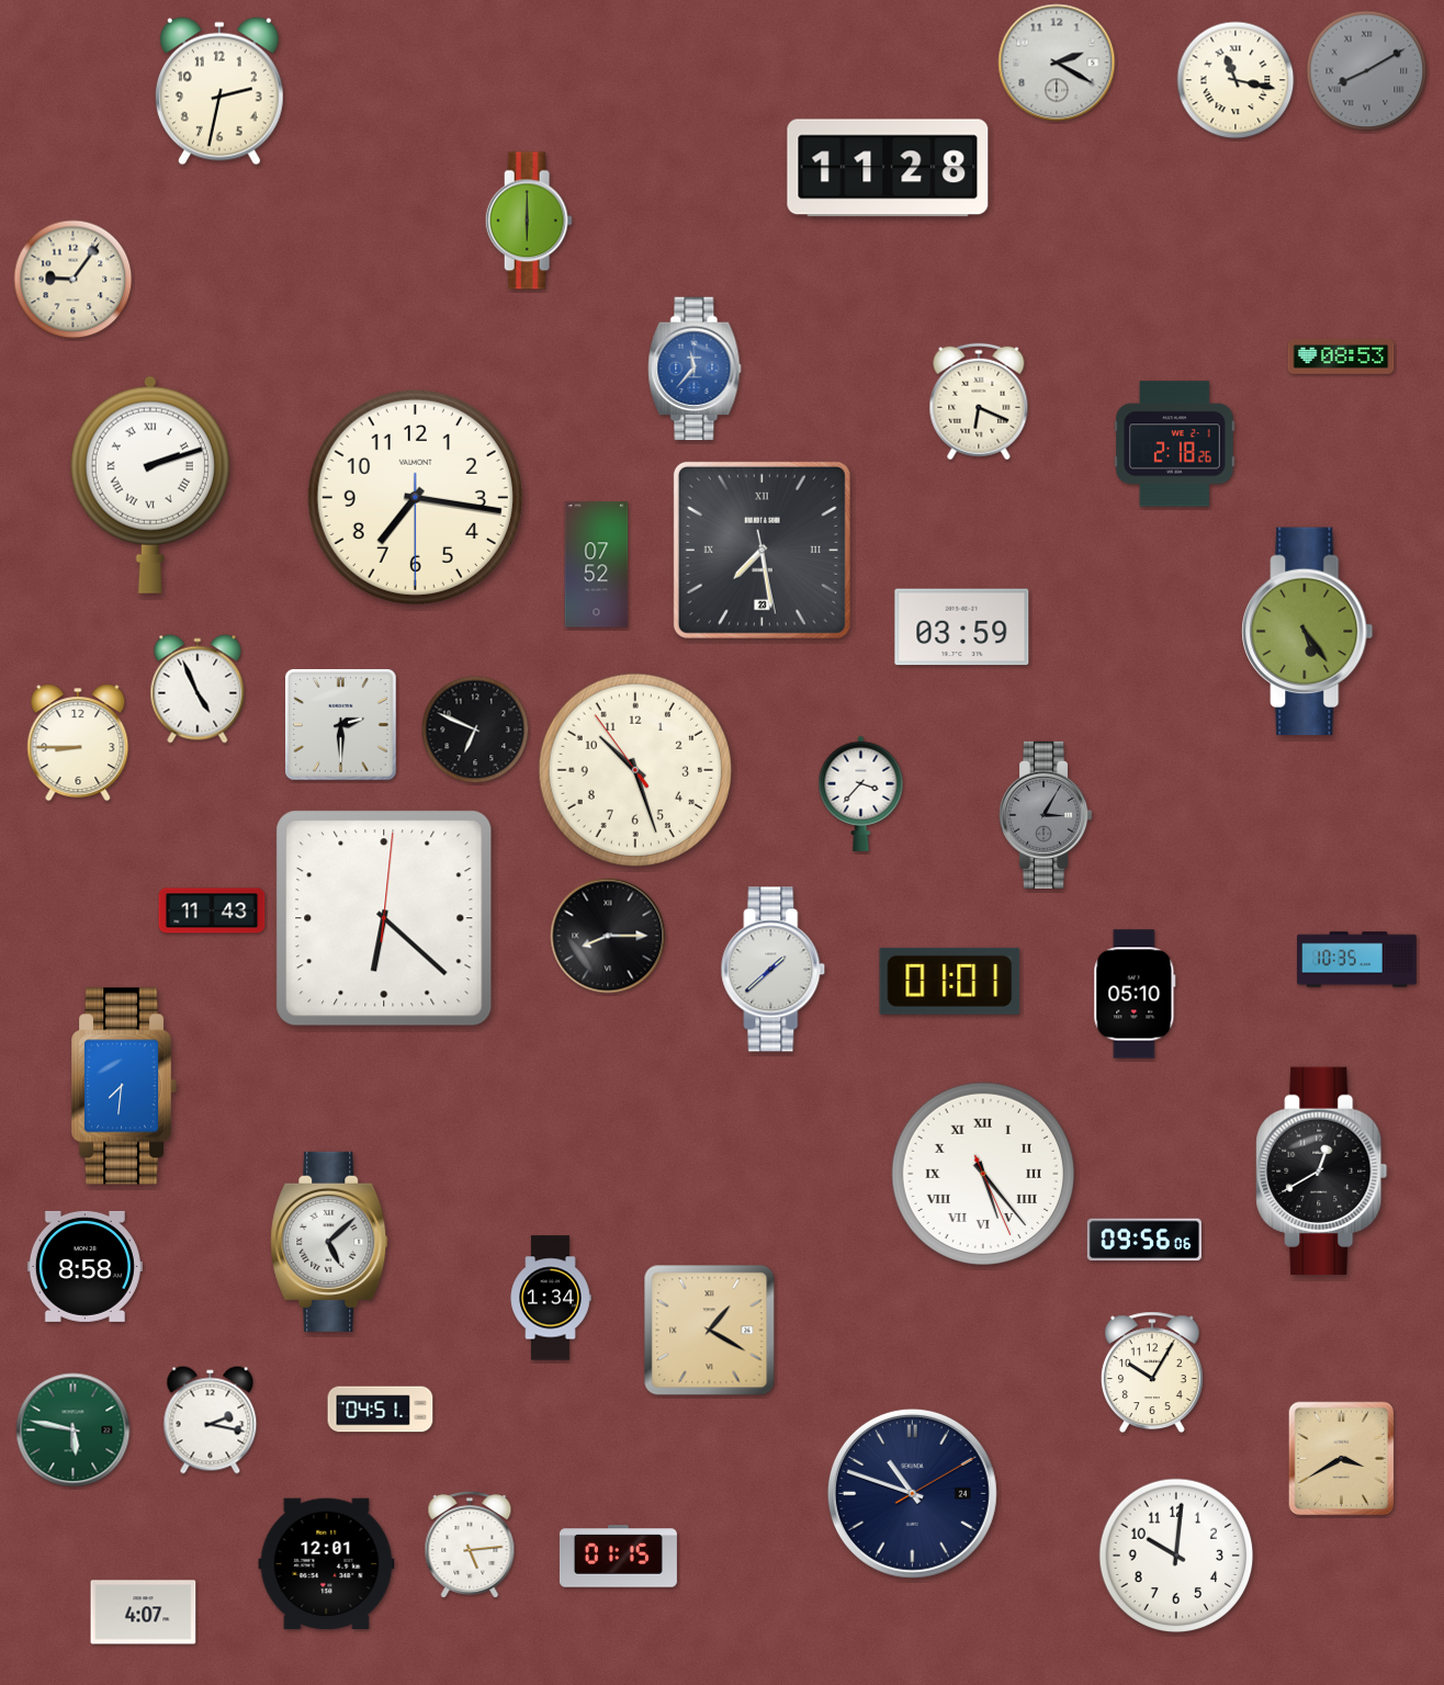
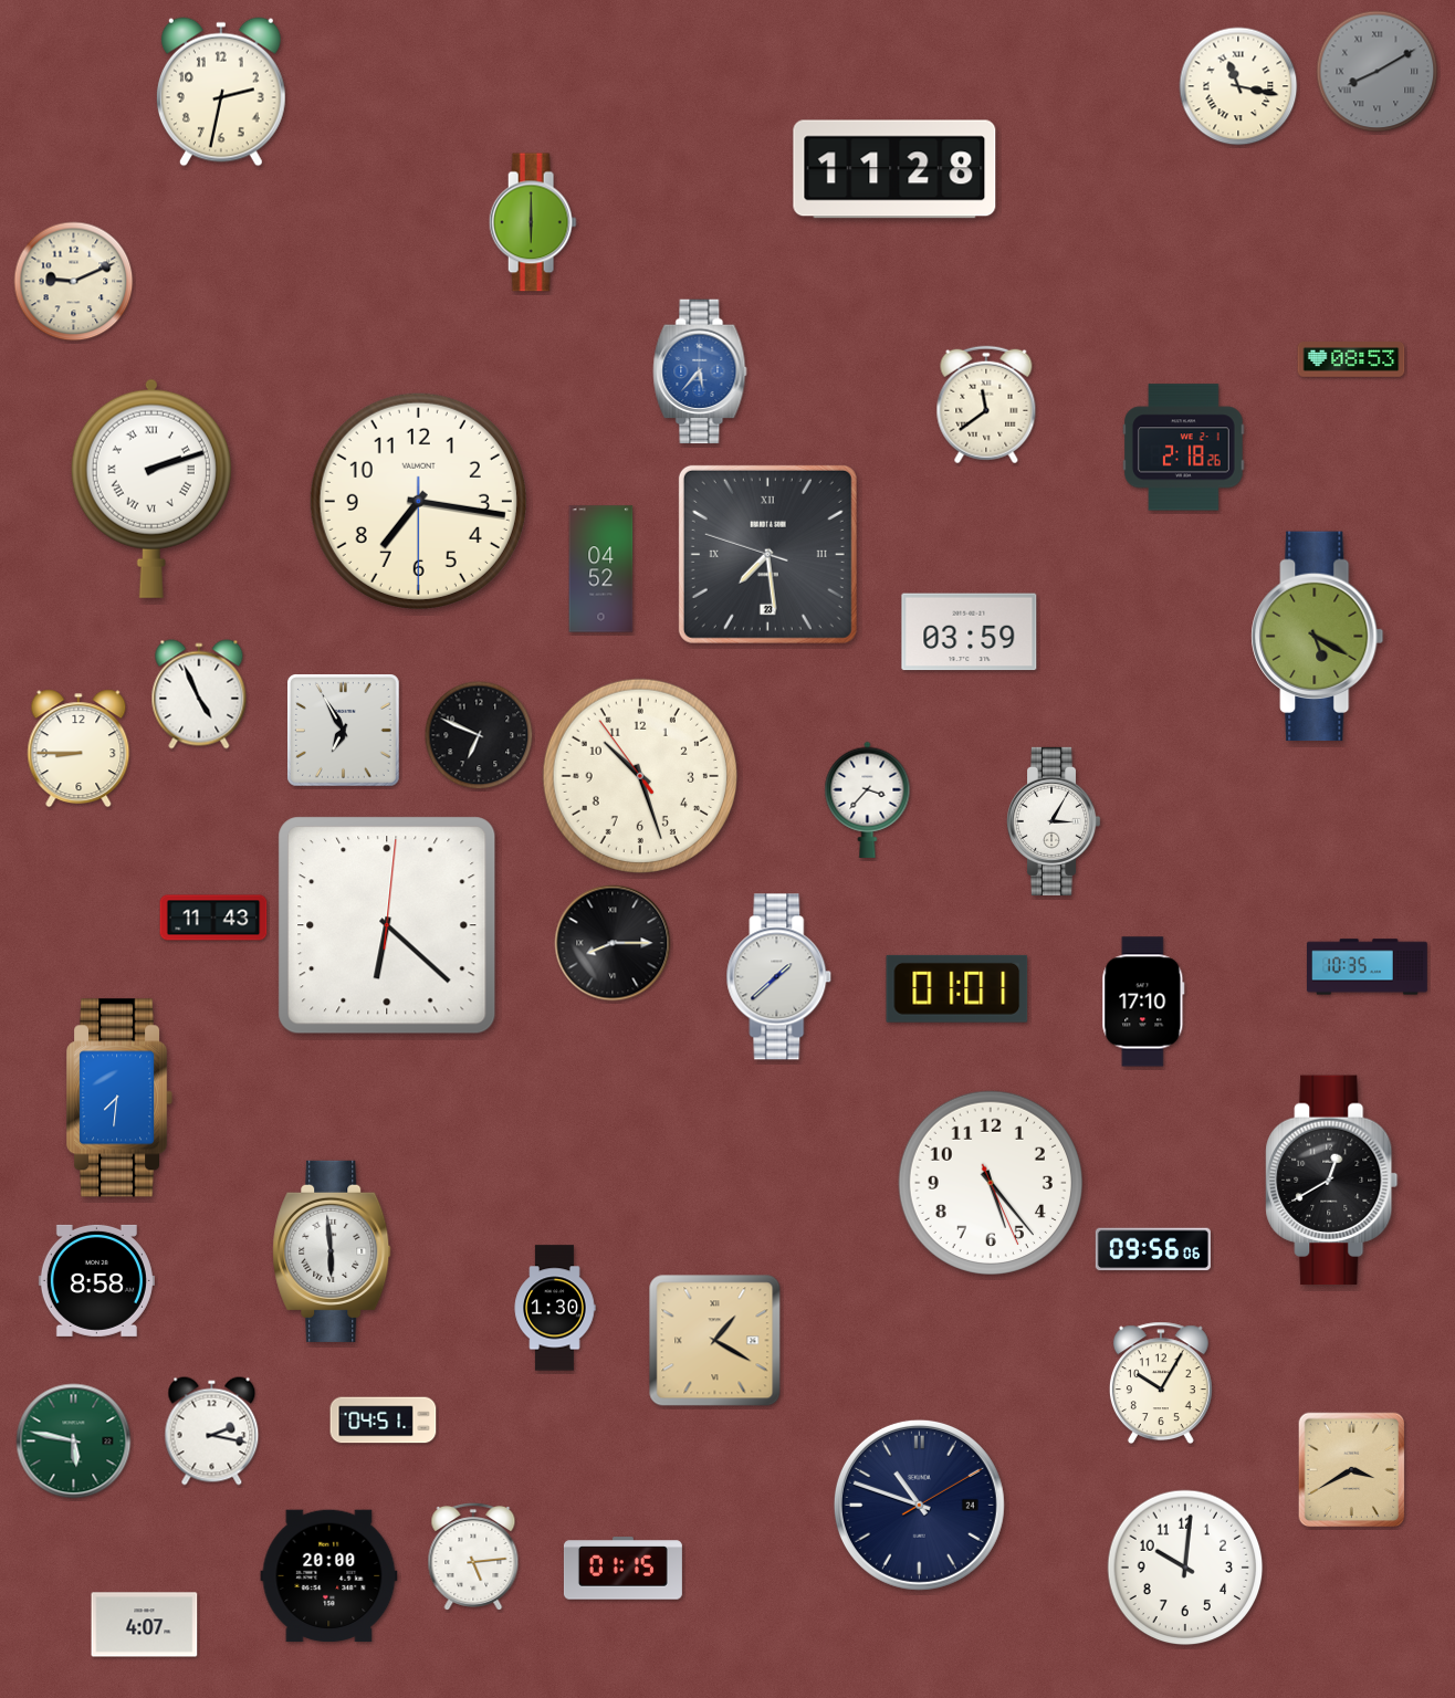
clock at (1057, 63): 2:20 -> none
clock at (1236, 80) position: (1236, 80) -> (1238, 86)
clock at (74, 280): 9:06 -> 9:11
clock at (695, 369): 11:37 -> 5:37
clock at (979, 402): 6:19 -> 11:39
clock at (762, 550): 7:28:28 -> 7:28:48
clock at (597, 565): 07:52 -> 04:52
clock at (1308, 632): 5:24 -> 5:20
clock at (341, 725): 2:30 -> 6:55
clock at (1047, 815) dial: grey -> white
clock at (1135, 994): 05:10 -> 17:10
clock at (125, 1086) position: (125, 1086) -> (121, 1098)
clock at (982, 1173) numerals: Roman -> Arabic
clock at (329, 1242): 5:08 -> 5:59
clock at (84, 1266) position: (84, 1266) -> (96, 1280)
clock at (551, 1298): 1:34 -> 1:30
clock at (327, 1564): 12:01 -> 20:00
